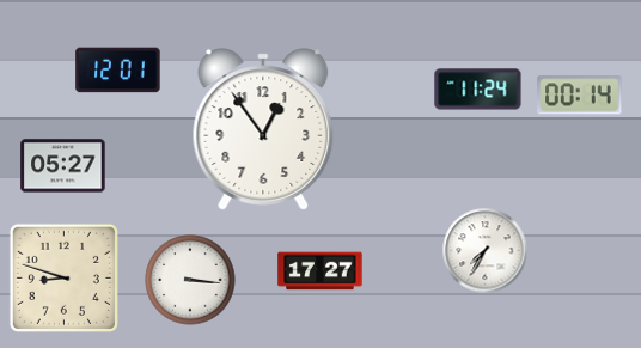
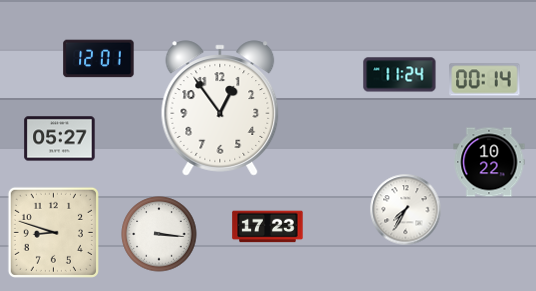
clock at (63, 166) position: (63, 166) -> (60, 139)
clock at (489, 162): none -> 10:22
clock at (320, 271): 17:27 -> 17:23
